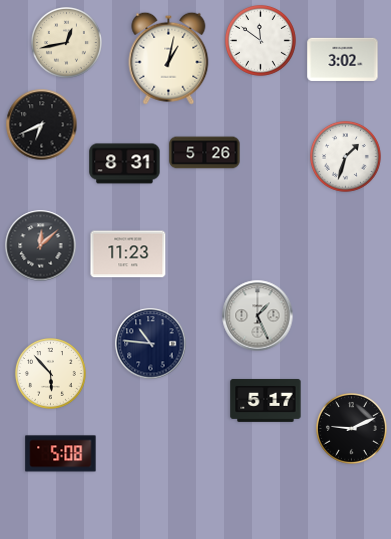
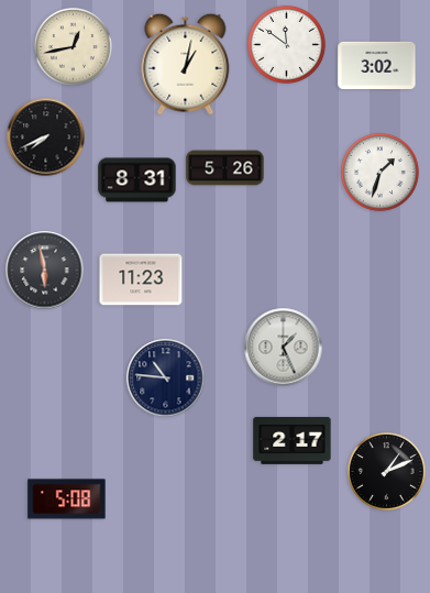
clock at (42, 125): 6:41 -> 7:41
clock at (41, 246): 12:08 -> 5:58
clock at (51, 374): 5:53 -> none
clock at (266, 400): 5:17 -> 2:17
clock at (352, 429): 9:11 -> 1:11
